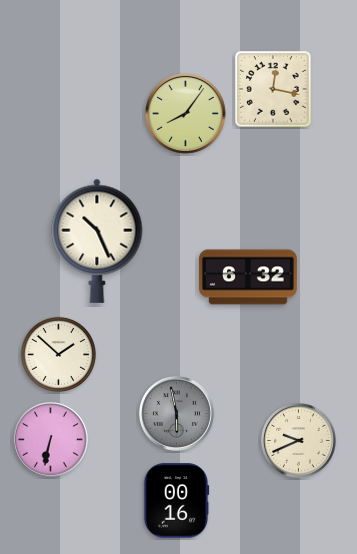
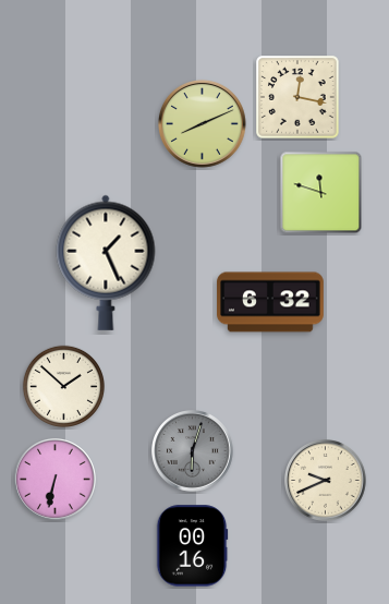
clock at (185, 113): 8:06 -> 8:11
clock at (321, 193): none -> 11:48
clock at (97, 241): 10:26 -> 1:26
clock at (177, 414): 5:58 -> 6:03
